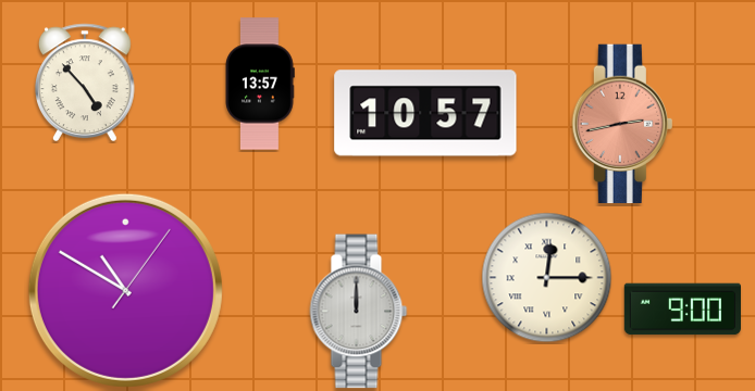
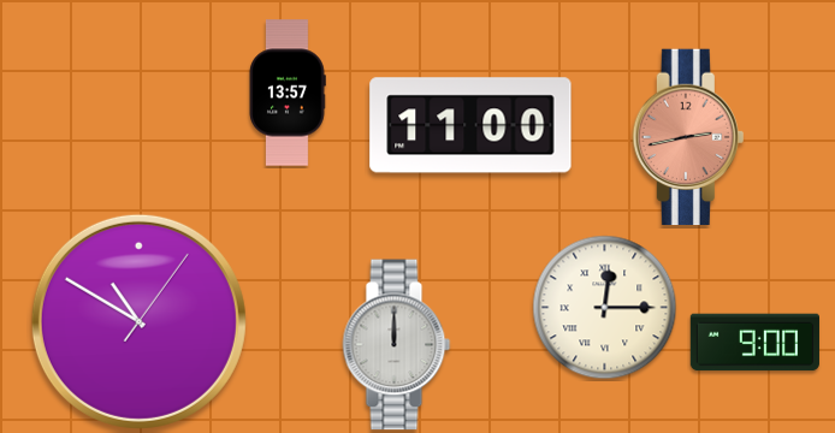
clock at (85, 83): 4:53 -> none
clock at (425, 113): 10:57 -> 11:00
